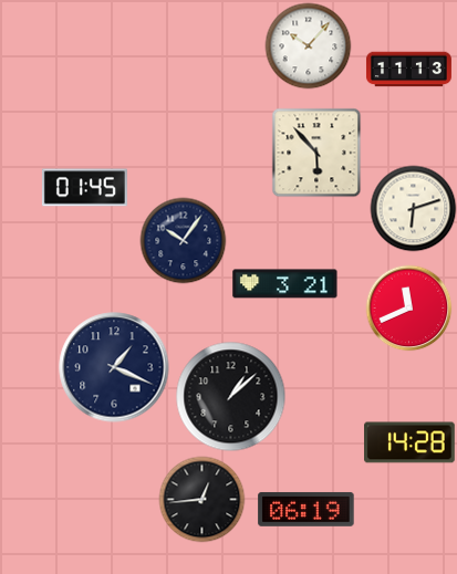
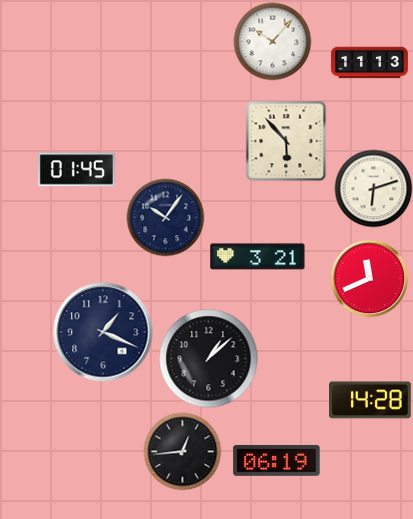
clock at (308, 45) position: (308, 45) -> (272, 41)
clock at (316, 153) position: (316, 153) -> (286, 141)
